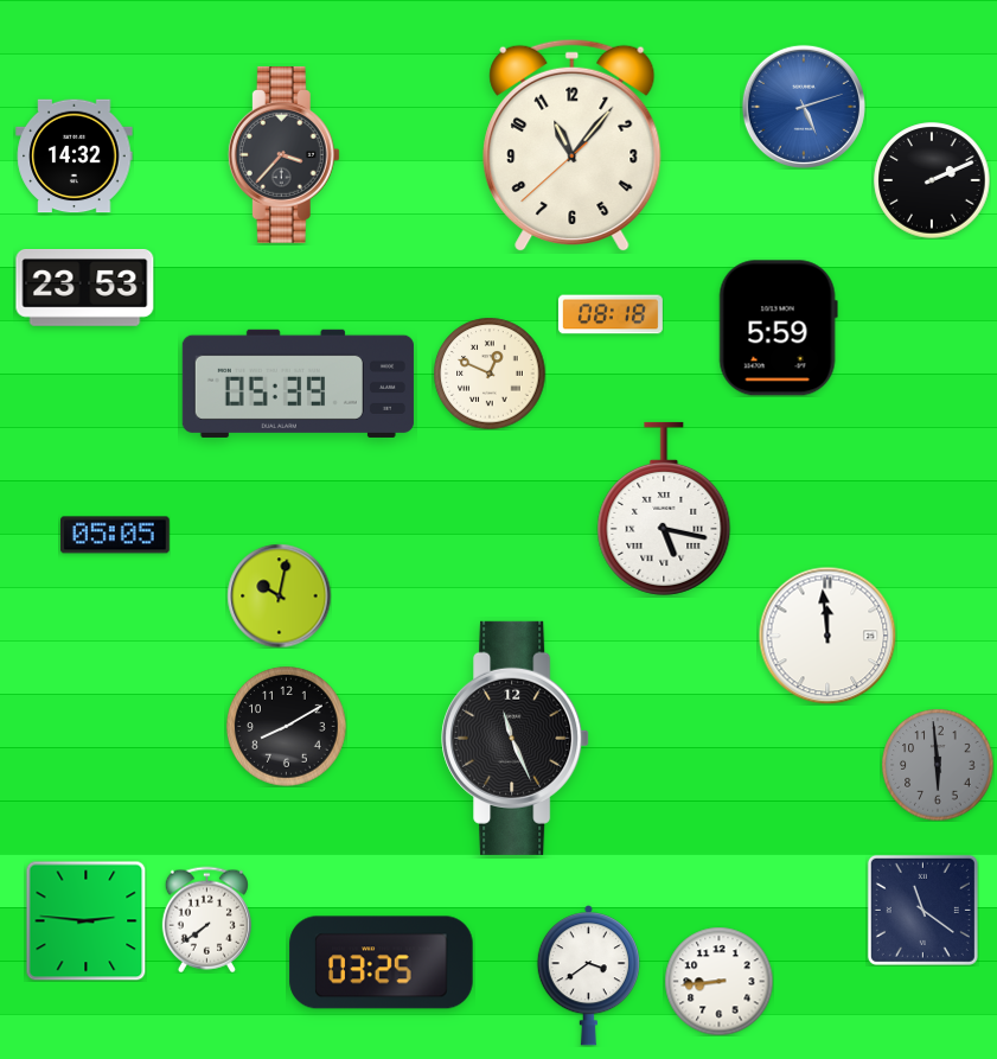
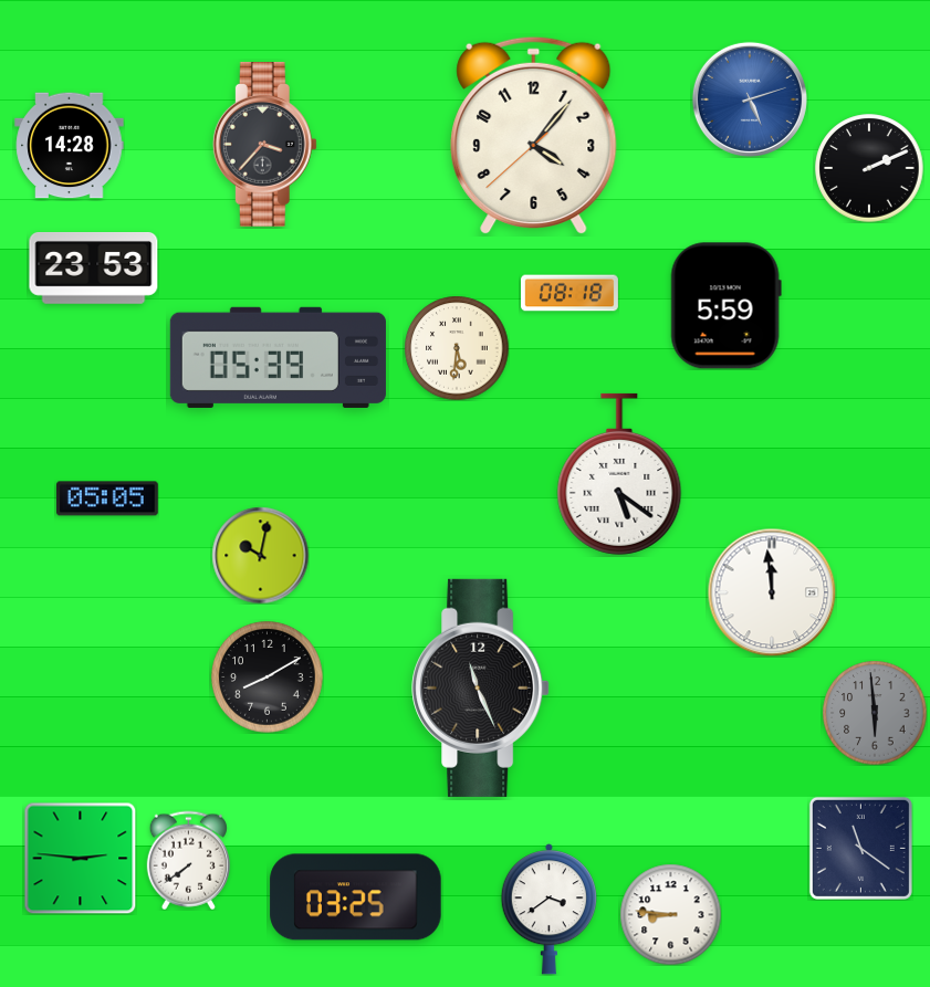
clock at (573, 146): 11:06 -> 4:06
clock at (75, 157): 14:32 -> 14:28
clock at (85, 288) position: (85, 288) -> (94, 269)
clock at (490, 374): 12:49 -> 5:31
clock at (664, 509): 5:17 -> 5:21
clock at (206, 919) position: (206, 919) -> (188, 860)
clock at (718, 981): 8:44 -> 8:46
